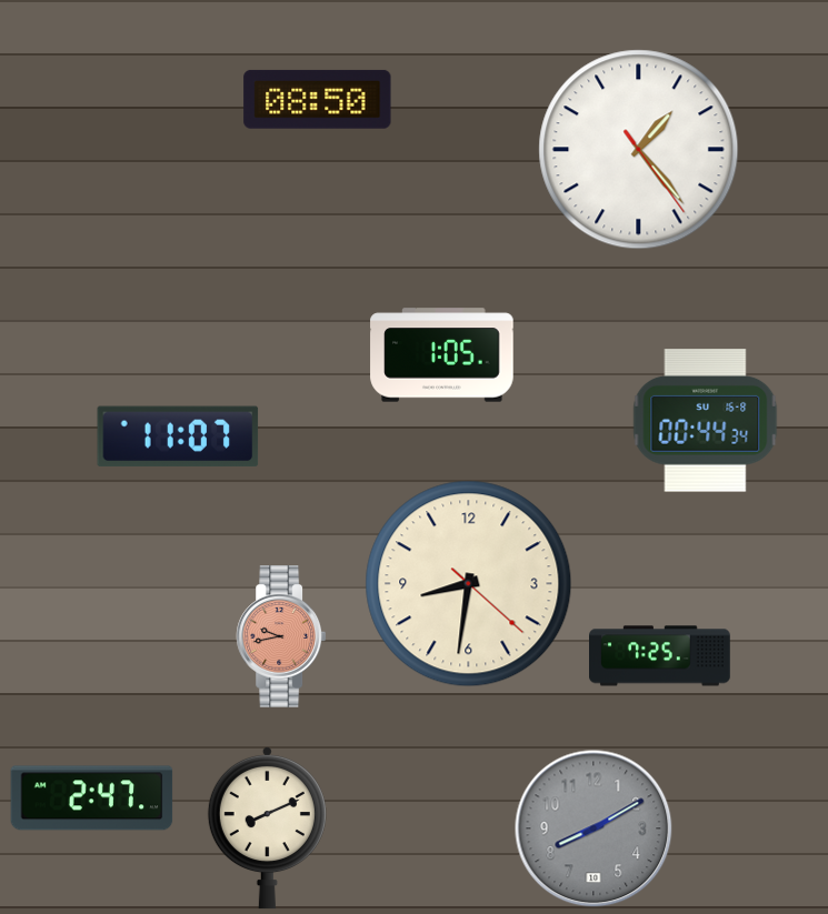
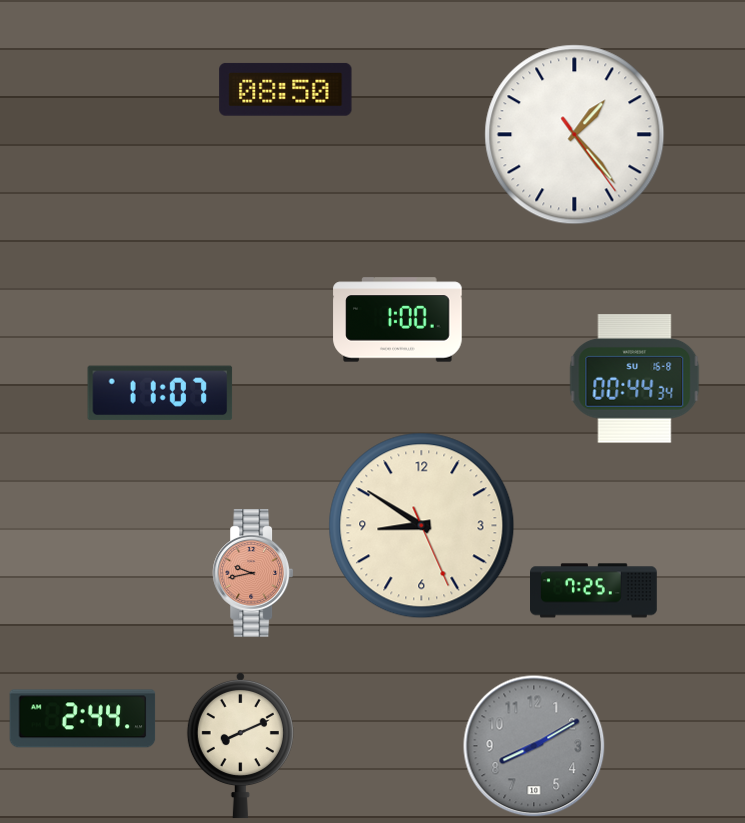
clock at (442, 355): 1:05 -> 1:00
clock at (469, 584): 8:31 -> 8:50
clock at (92, 799): 2:47 -> 2:44
